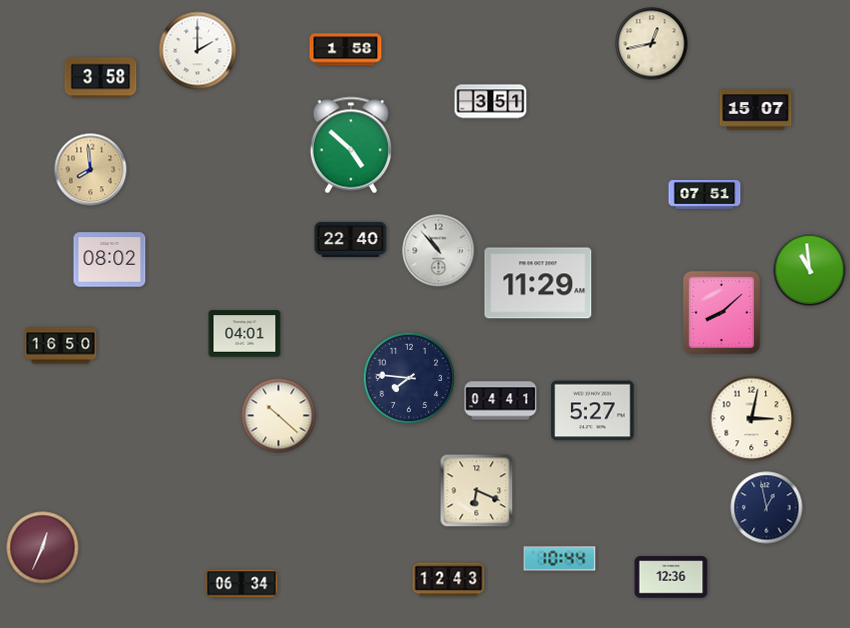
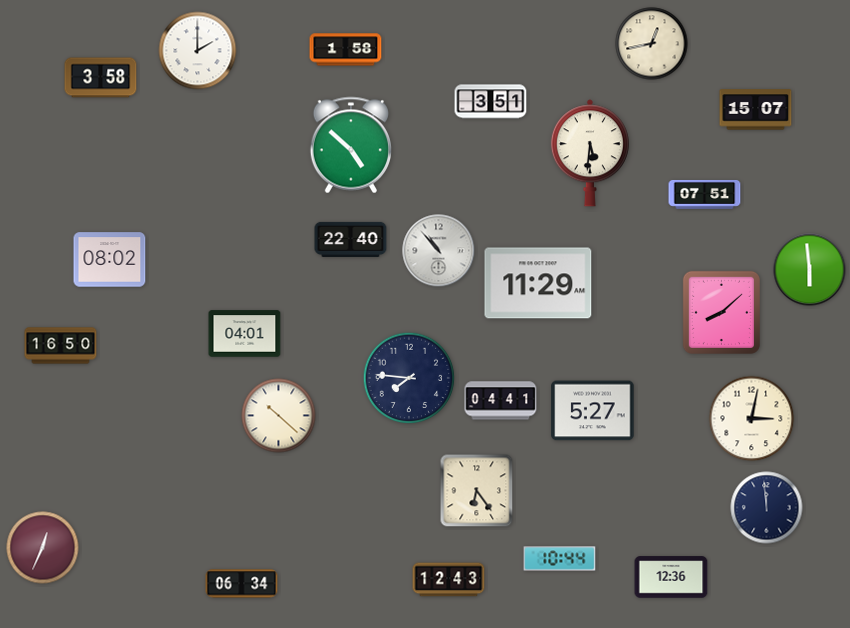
clock at (590, 153): none -> 5:31
clock at (91, 170): 7:59 -> none
clock at (810, 270): 10:59 -> 5:59
clock at (477, 491): 6:19 -> 6:24
clock at (767, 508): 12:58 -> 11:59
